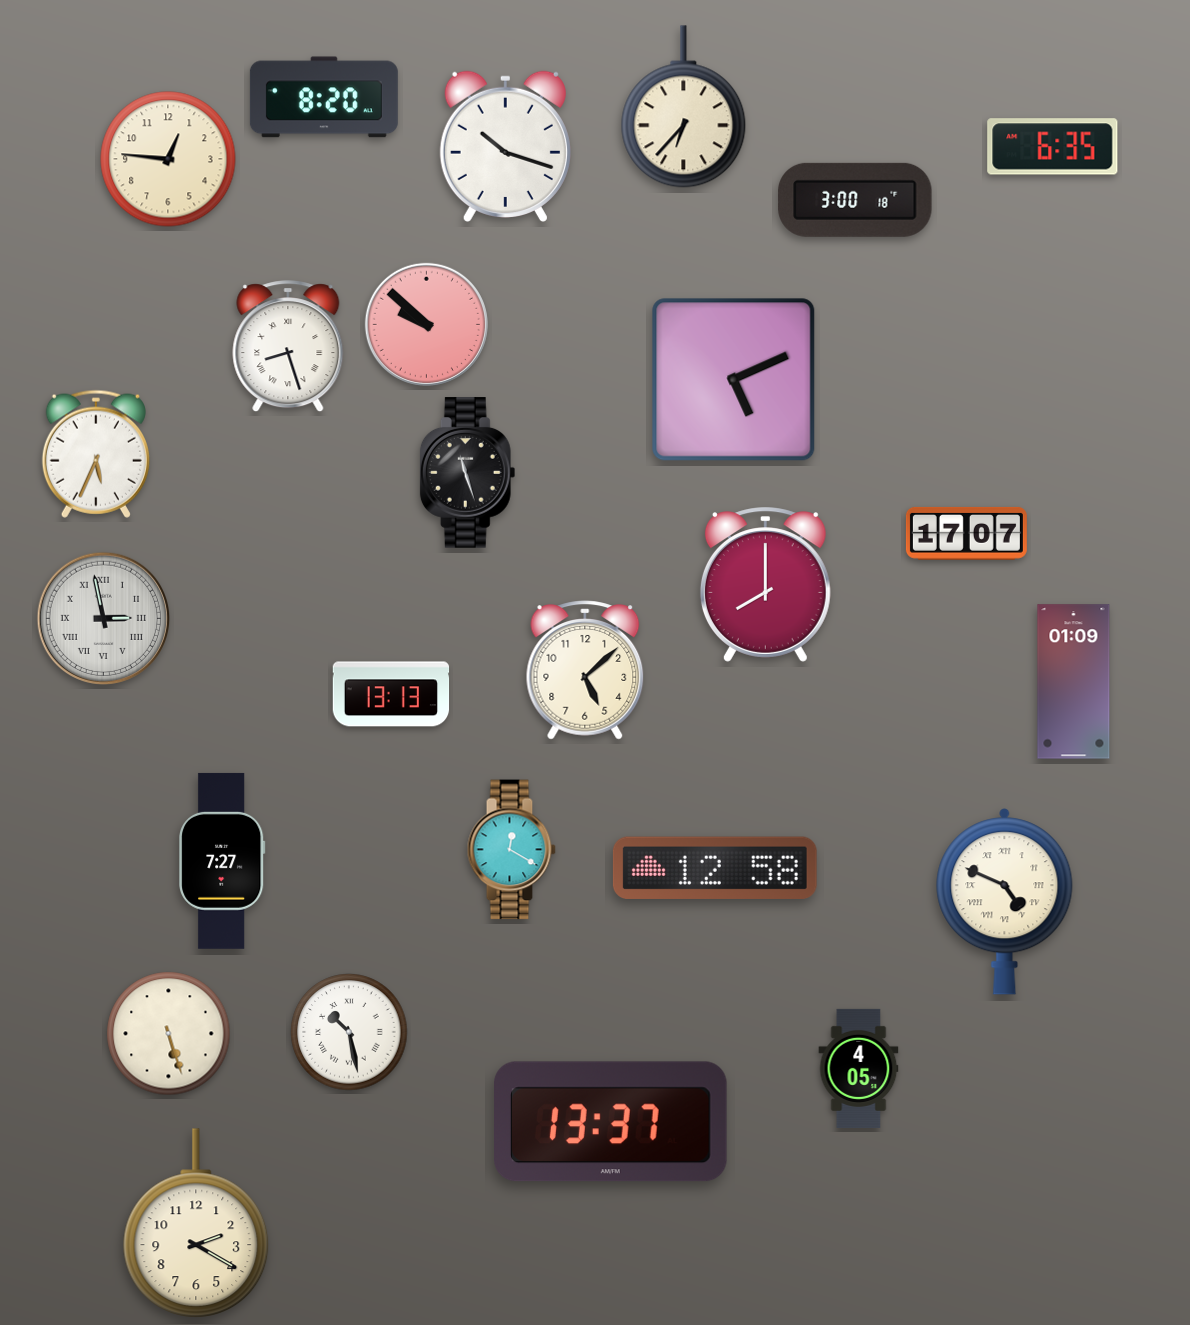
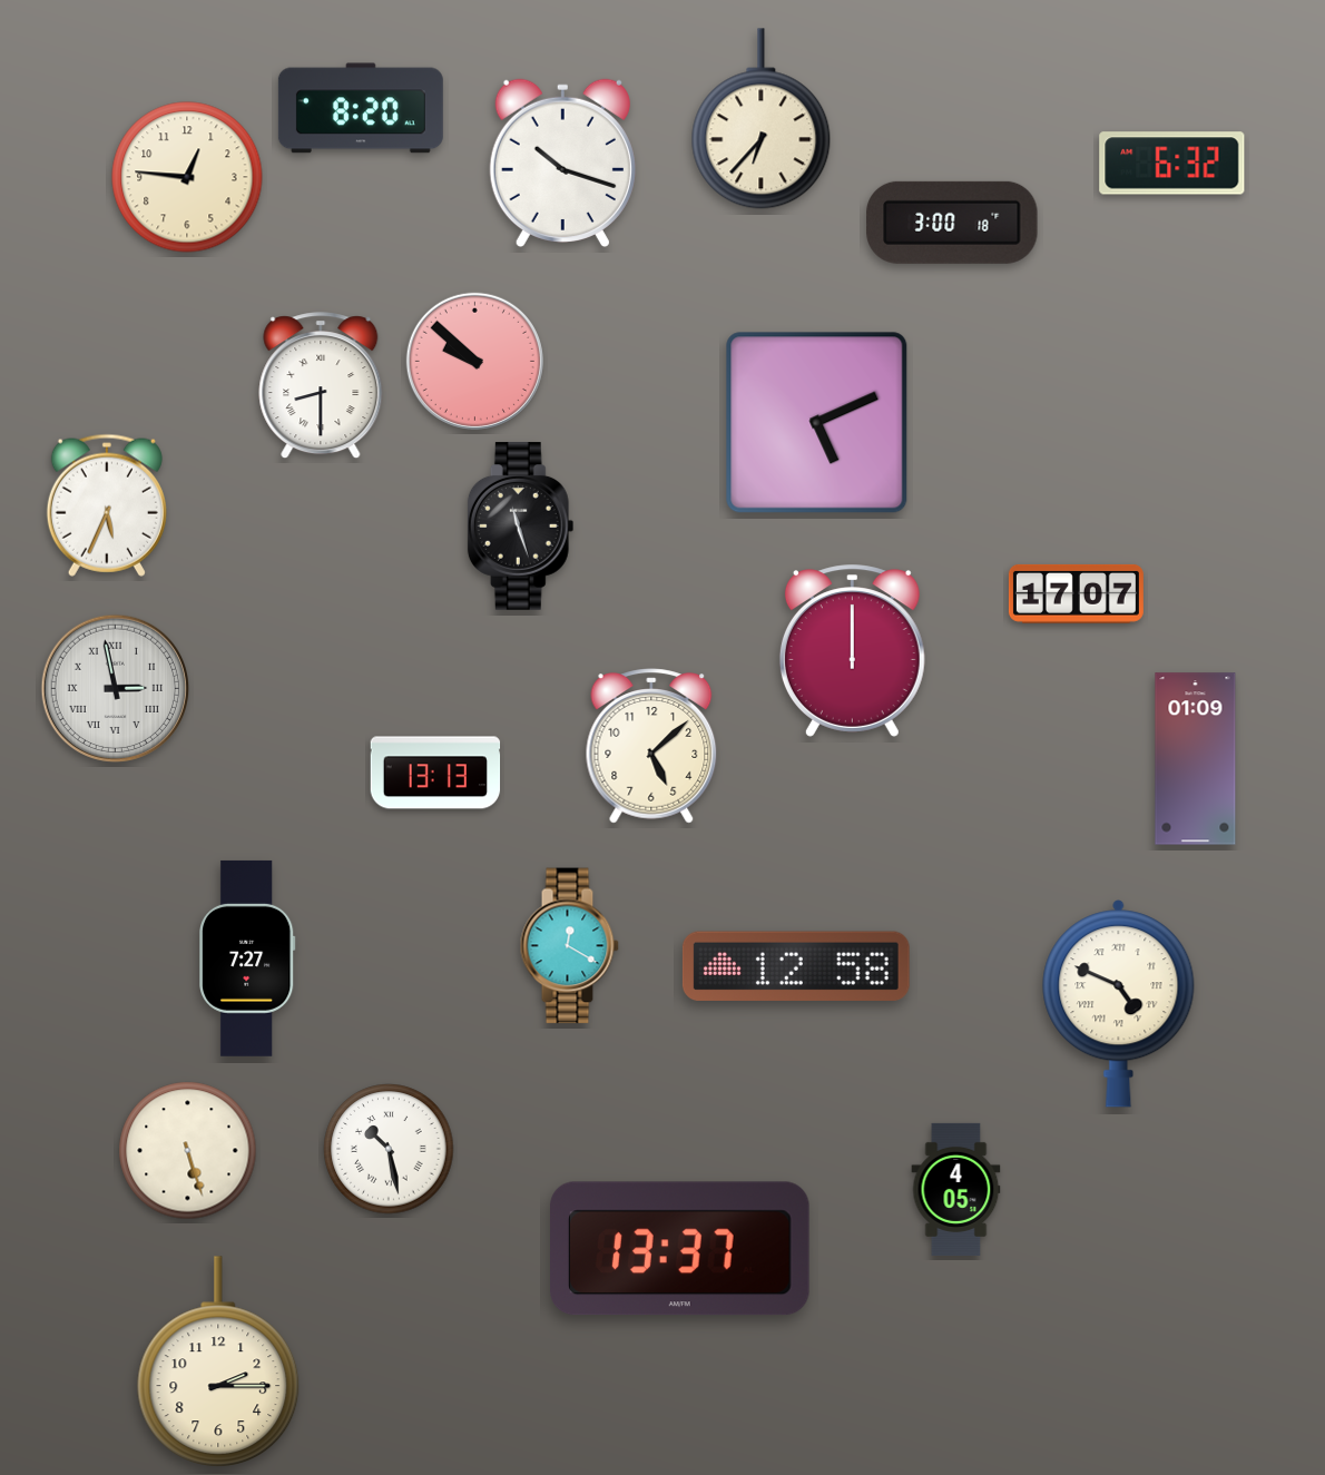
clock at (1053, 147): 6:35 -> 6:32
clock at (288, 347): 8:27 -> 8:30
clock at (765, 585): 8:00 -> 12:00
clock at (196, 1223): 2:20 -> 2:15
